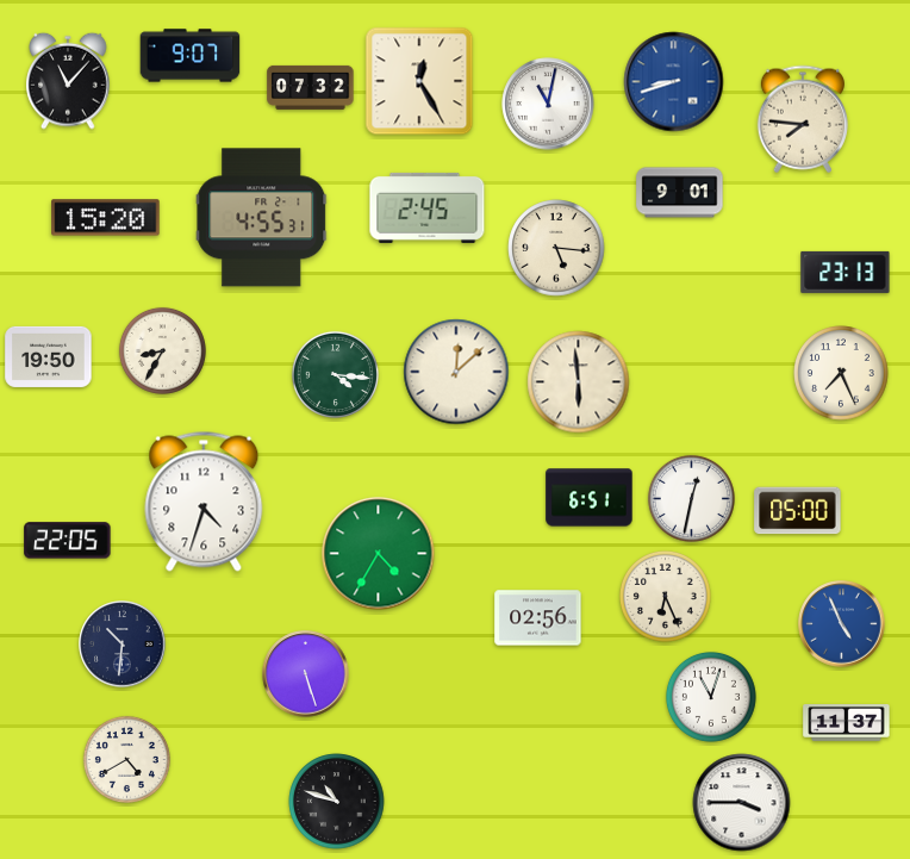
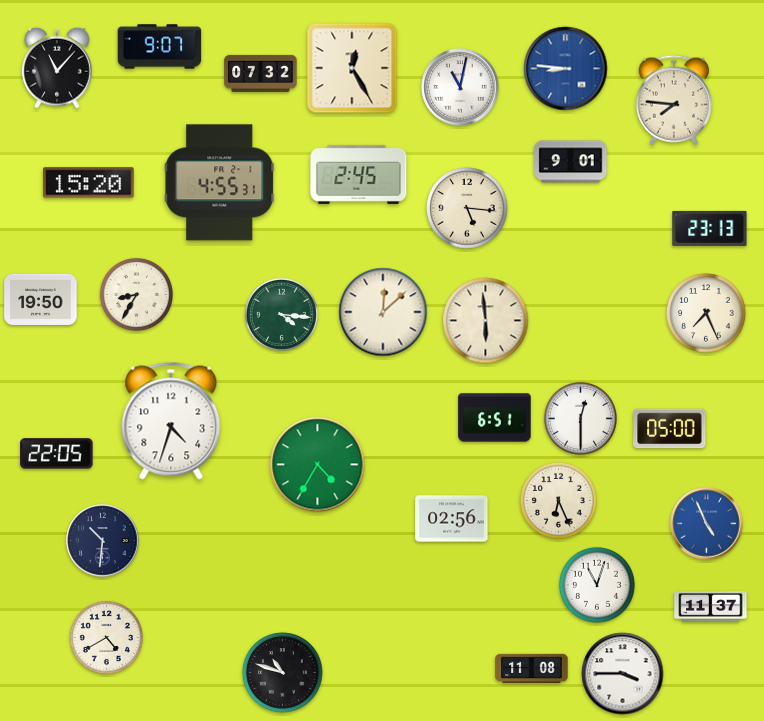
clock at (674, 82): 8:42 -> 8:46
clock at (691, 498): 12:32 -> 12:30
clock at (306, 674): 5:27 -> none
clock at (532, 668): none -> 11:08
